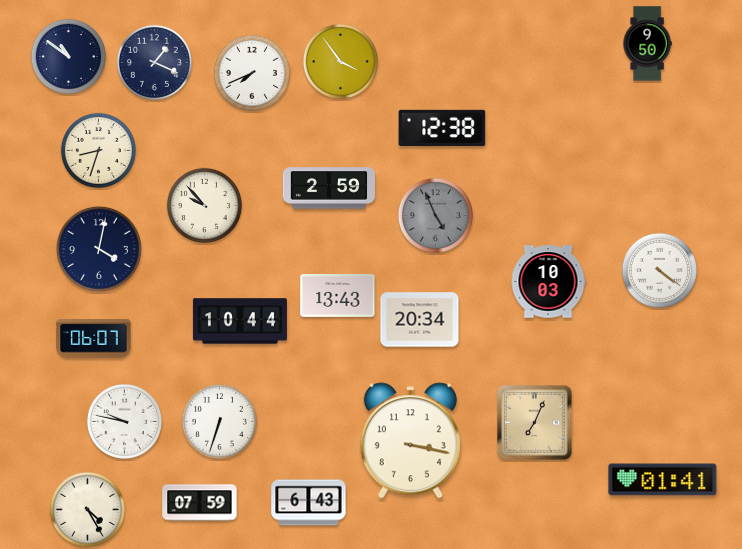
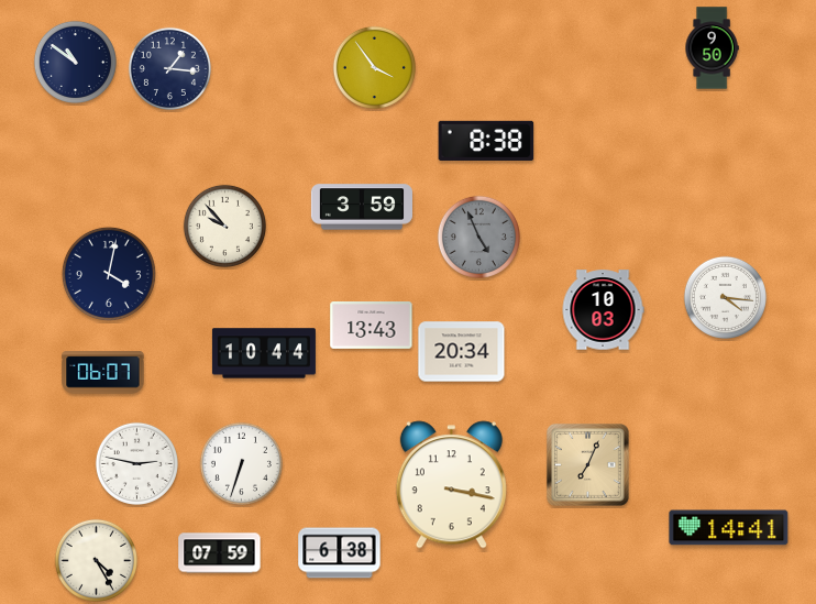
clock at (154, 62): 1:19 -> 1:16
clock at (252, 73): 7:41 -> none
clock at (442, 127): 12:38 -> 8:38
clock at (98, 150): 8:33 -> none
clock at (328, 188): 2:59 -> 3:59
clock at (659, 270): 4:21 -> 4:16
clock at (124, 421): 9:47 -> 2:47
clock at (663, 480): 01:41 -> 14:41
clock at (309, 503): 6:43 -> 6:38
